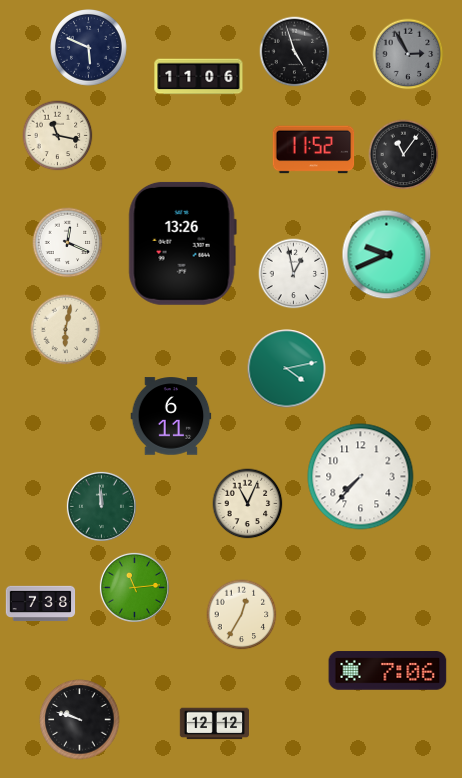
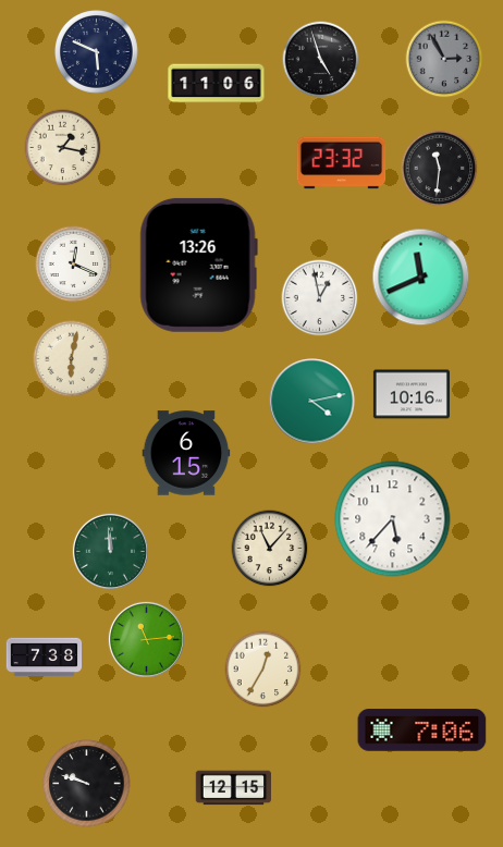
clock at (295, 52) position: (295, 52) -> (321, 60)
clock at (58, 136): 11:17 -> 1:17
clock at (314, 150): 11:52 -> 23:32
clock at (404, 155): 11:06 -> 11:31
clock at (387, 255): 9:41 -> 11:41
clock at (412, 394): none -> 10:16
clock at (171, 416): 6:11 -> 6:15
clock at (361, 477): 7:37 -> 5:37
clock at (248, 504): 11:04 -> 11:07
clock at (214, 724): 12:12 -> 12:15
